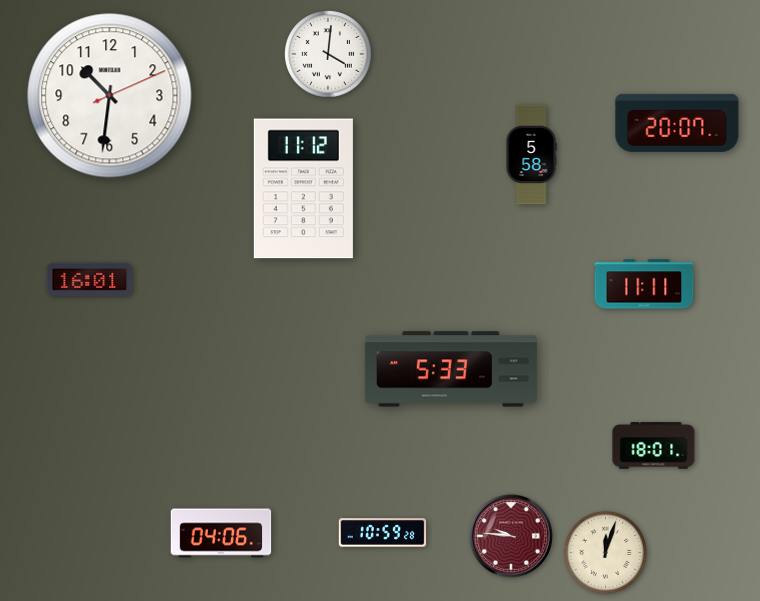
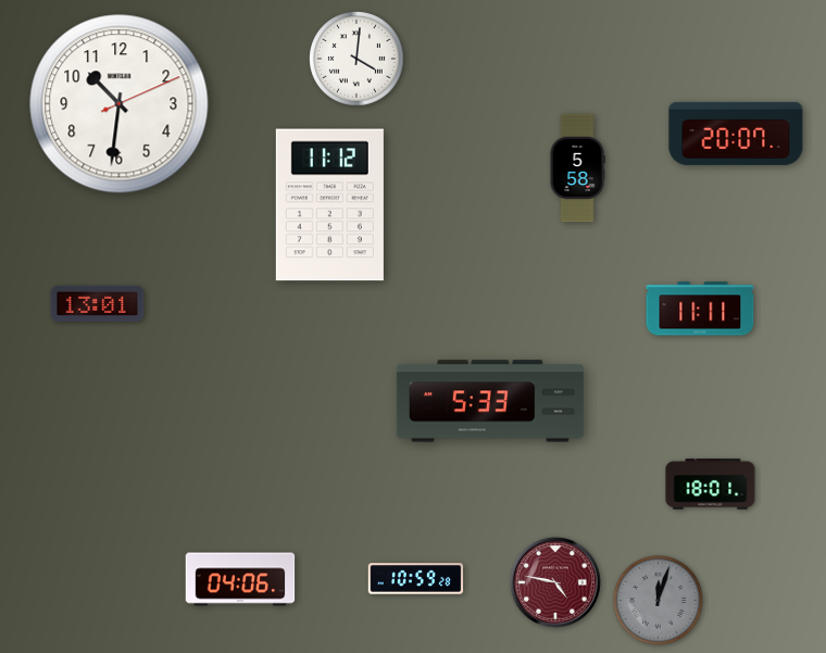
clock at (90, 279): 16:01 -> 13:01
clock at (511, 536): 9:46 -> 4:47
clock at (605, 552) dial: cream -> grey
